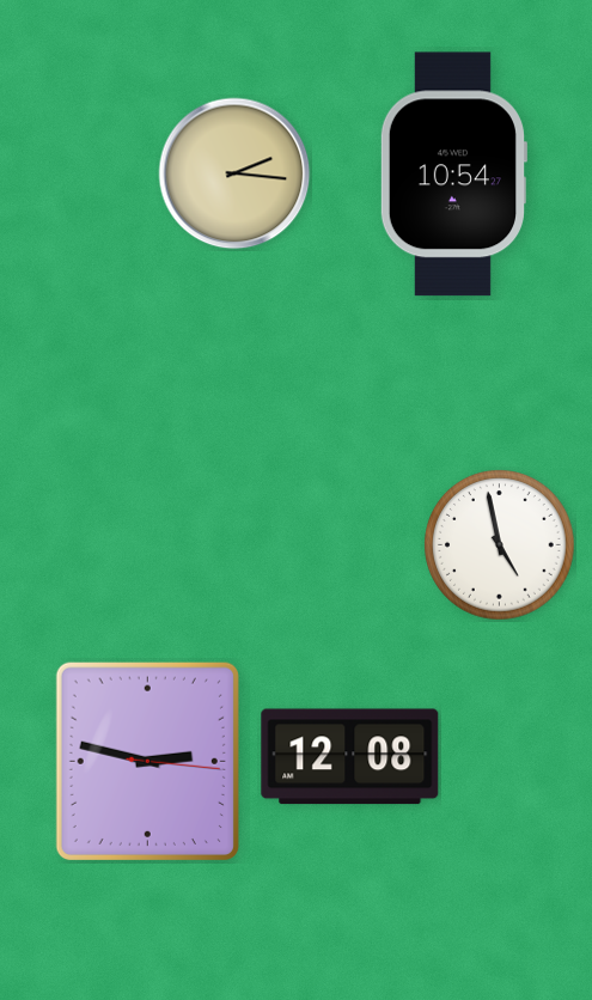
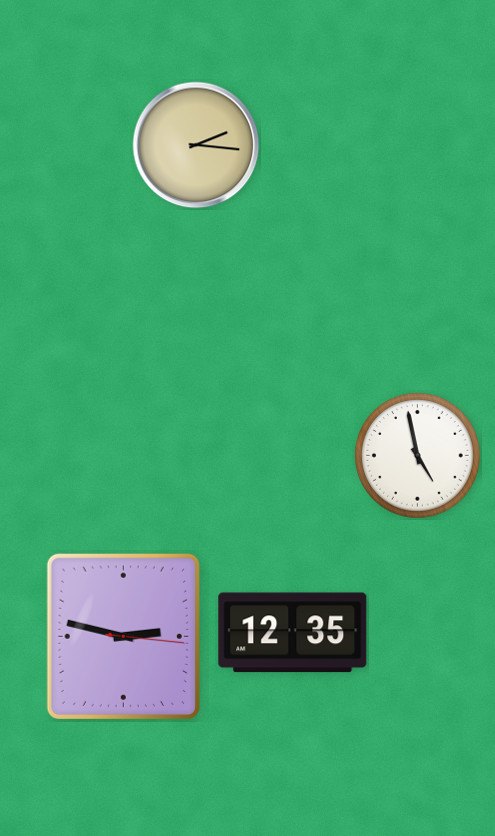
clock at (453, 175): 10:54 -> none
clock at (350, 757): 12:08 -> 12:35
